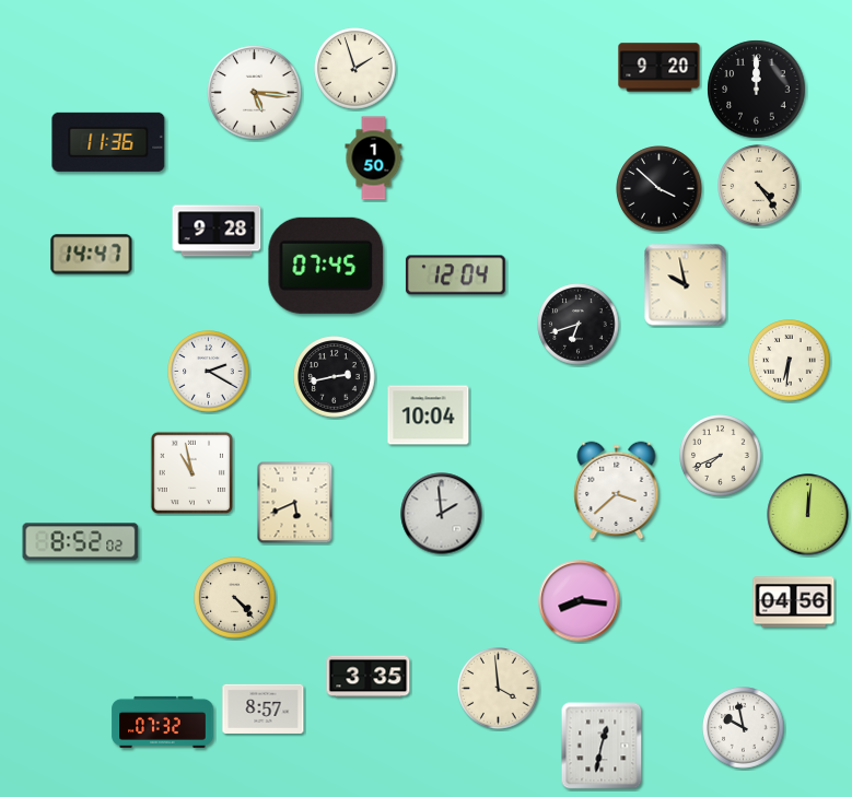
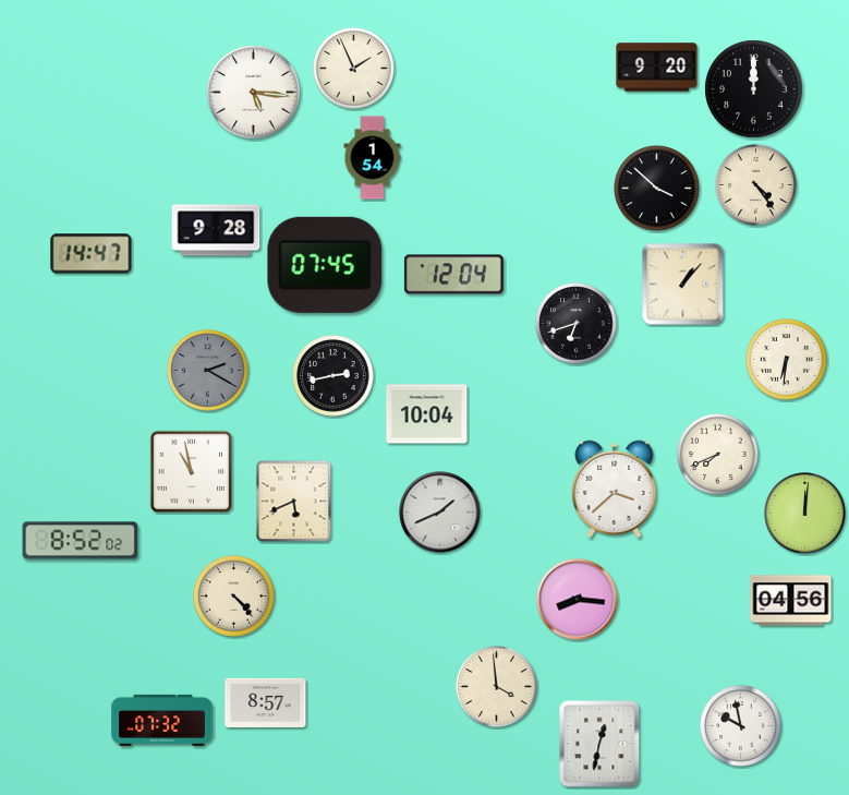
clock at (355, 69): 1:57 -> 1:56
clock at (108, 142): 11:36 -> none
clock at (374, 159): 1:50 -> 1:54
clock at (686, 285): 9:58 -> 1:07
clock at (209, 372) dial: white -> grey
clock at (442, 514): 1:59 -> 1:41
clock at (369, 677): 3:35 -> none
clock at (264, 708) position: (264, 708) -> (266, 702)
